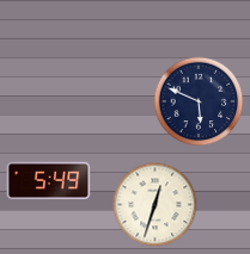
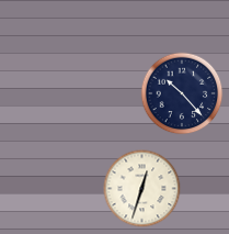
clock at (199, 101): 5:49 -> 10:23
clock at (49, 181): 5:49 -> none
